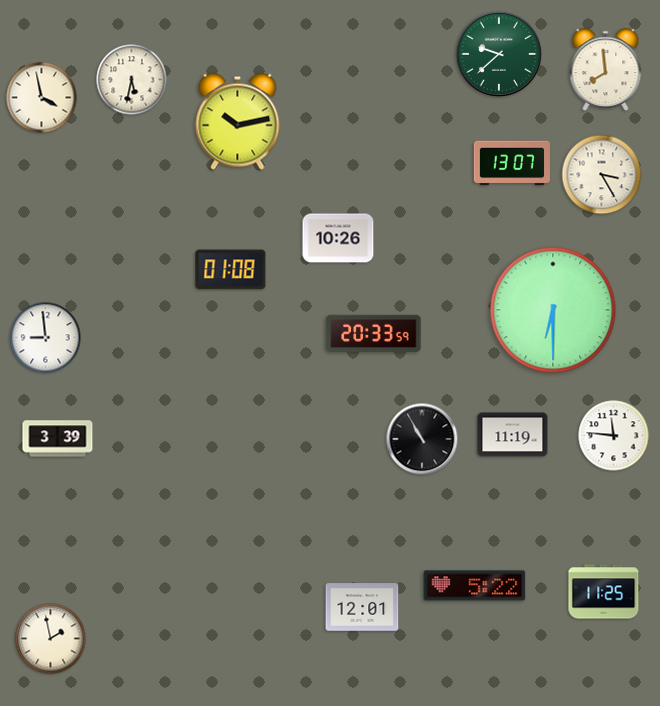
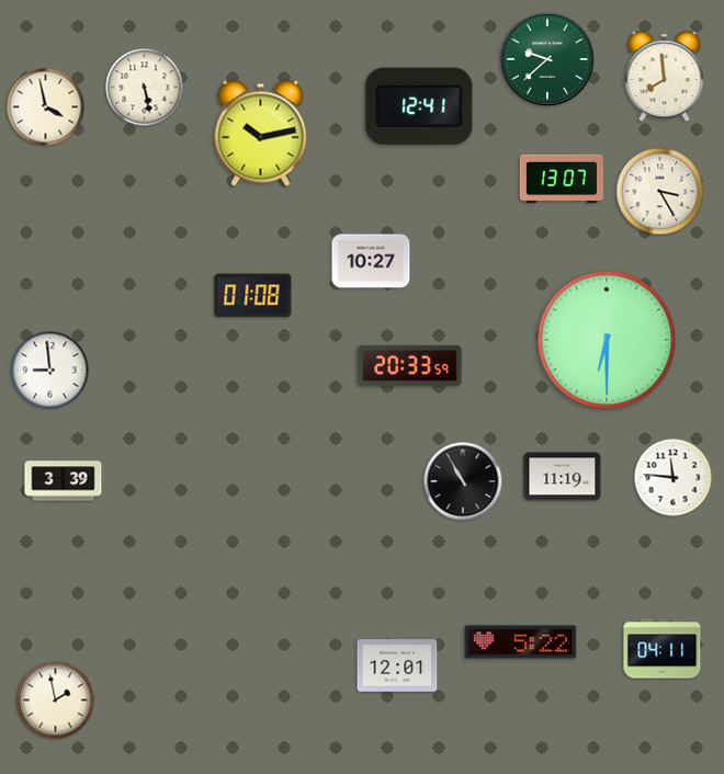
clock at (132, 80): 5:32 -> 5:28
clock at (419, 106): none -> 12:41
clock at (338, 238): 10:26 -> 10:27
clock at (604, 592): 11:25 -> 04:11
